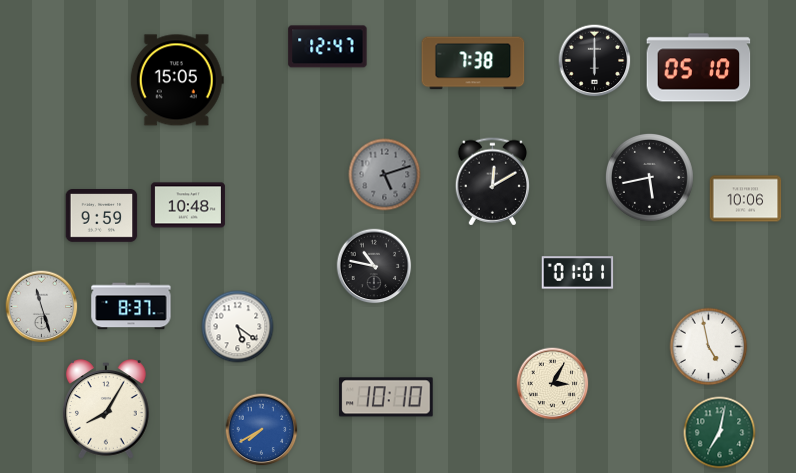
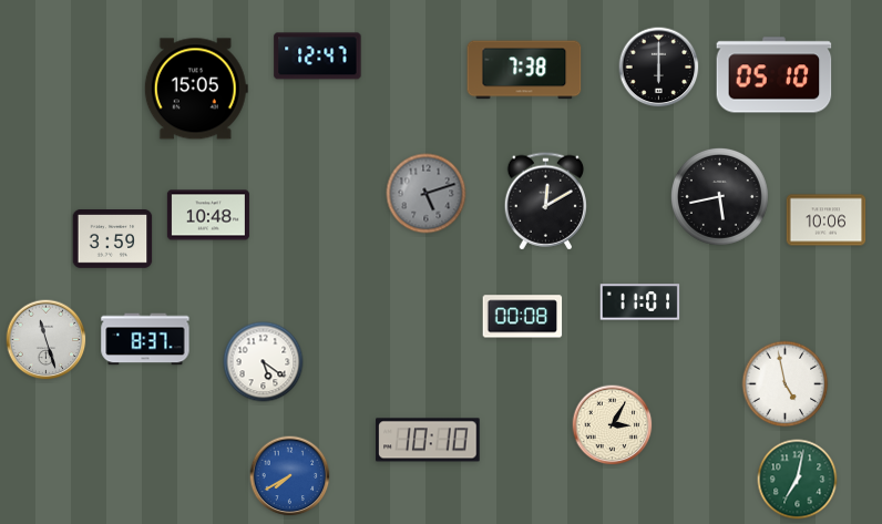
clock at (328, 47) position: (328, 47) -> (318, 56)
clock at (188, 205) position: (188, 205) -> (208, 215)
clock at (102, 216): 9:59 -> 3:59
clock at (374, 266): 10:47 -> none
clock at (578, 273): 01:01 -> 11:01
clock at (523, 317): none -> 00:08
clock at (107, 409): 8:05 -> none
